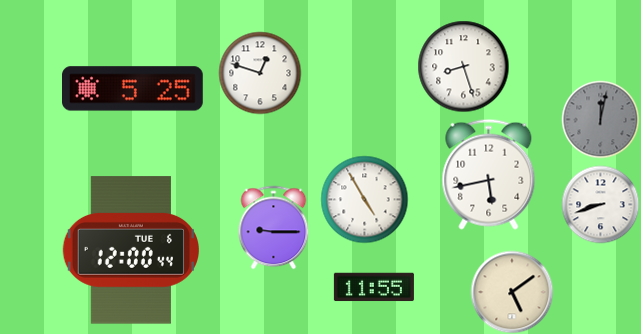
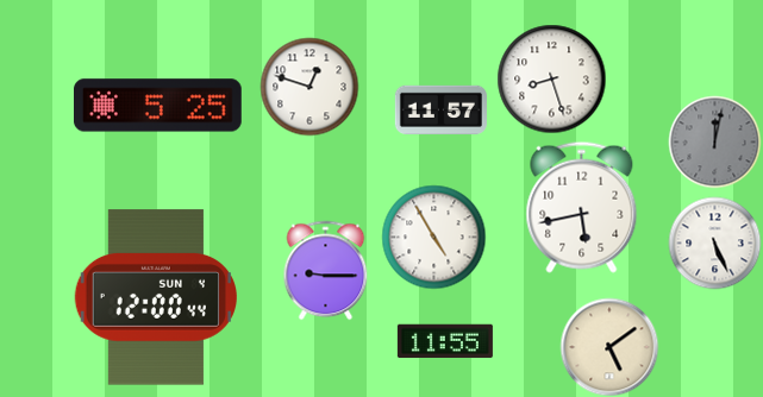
clock at (440, 109): none -> 11:57
clock at (600, 204): 8:42 -> 5:26
clock at (130, 250) date: TUE 6 -> SUN 4
